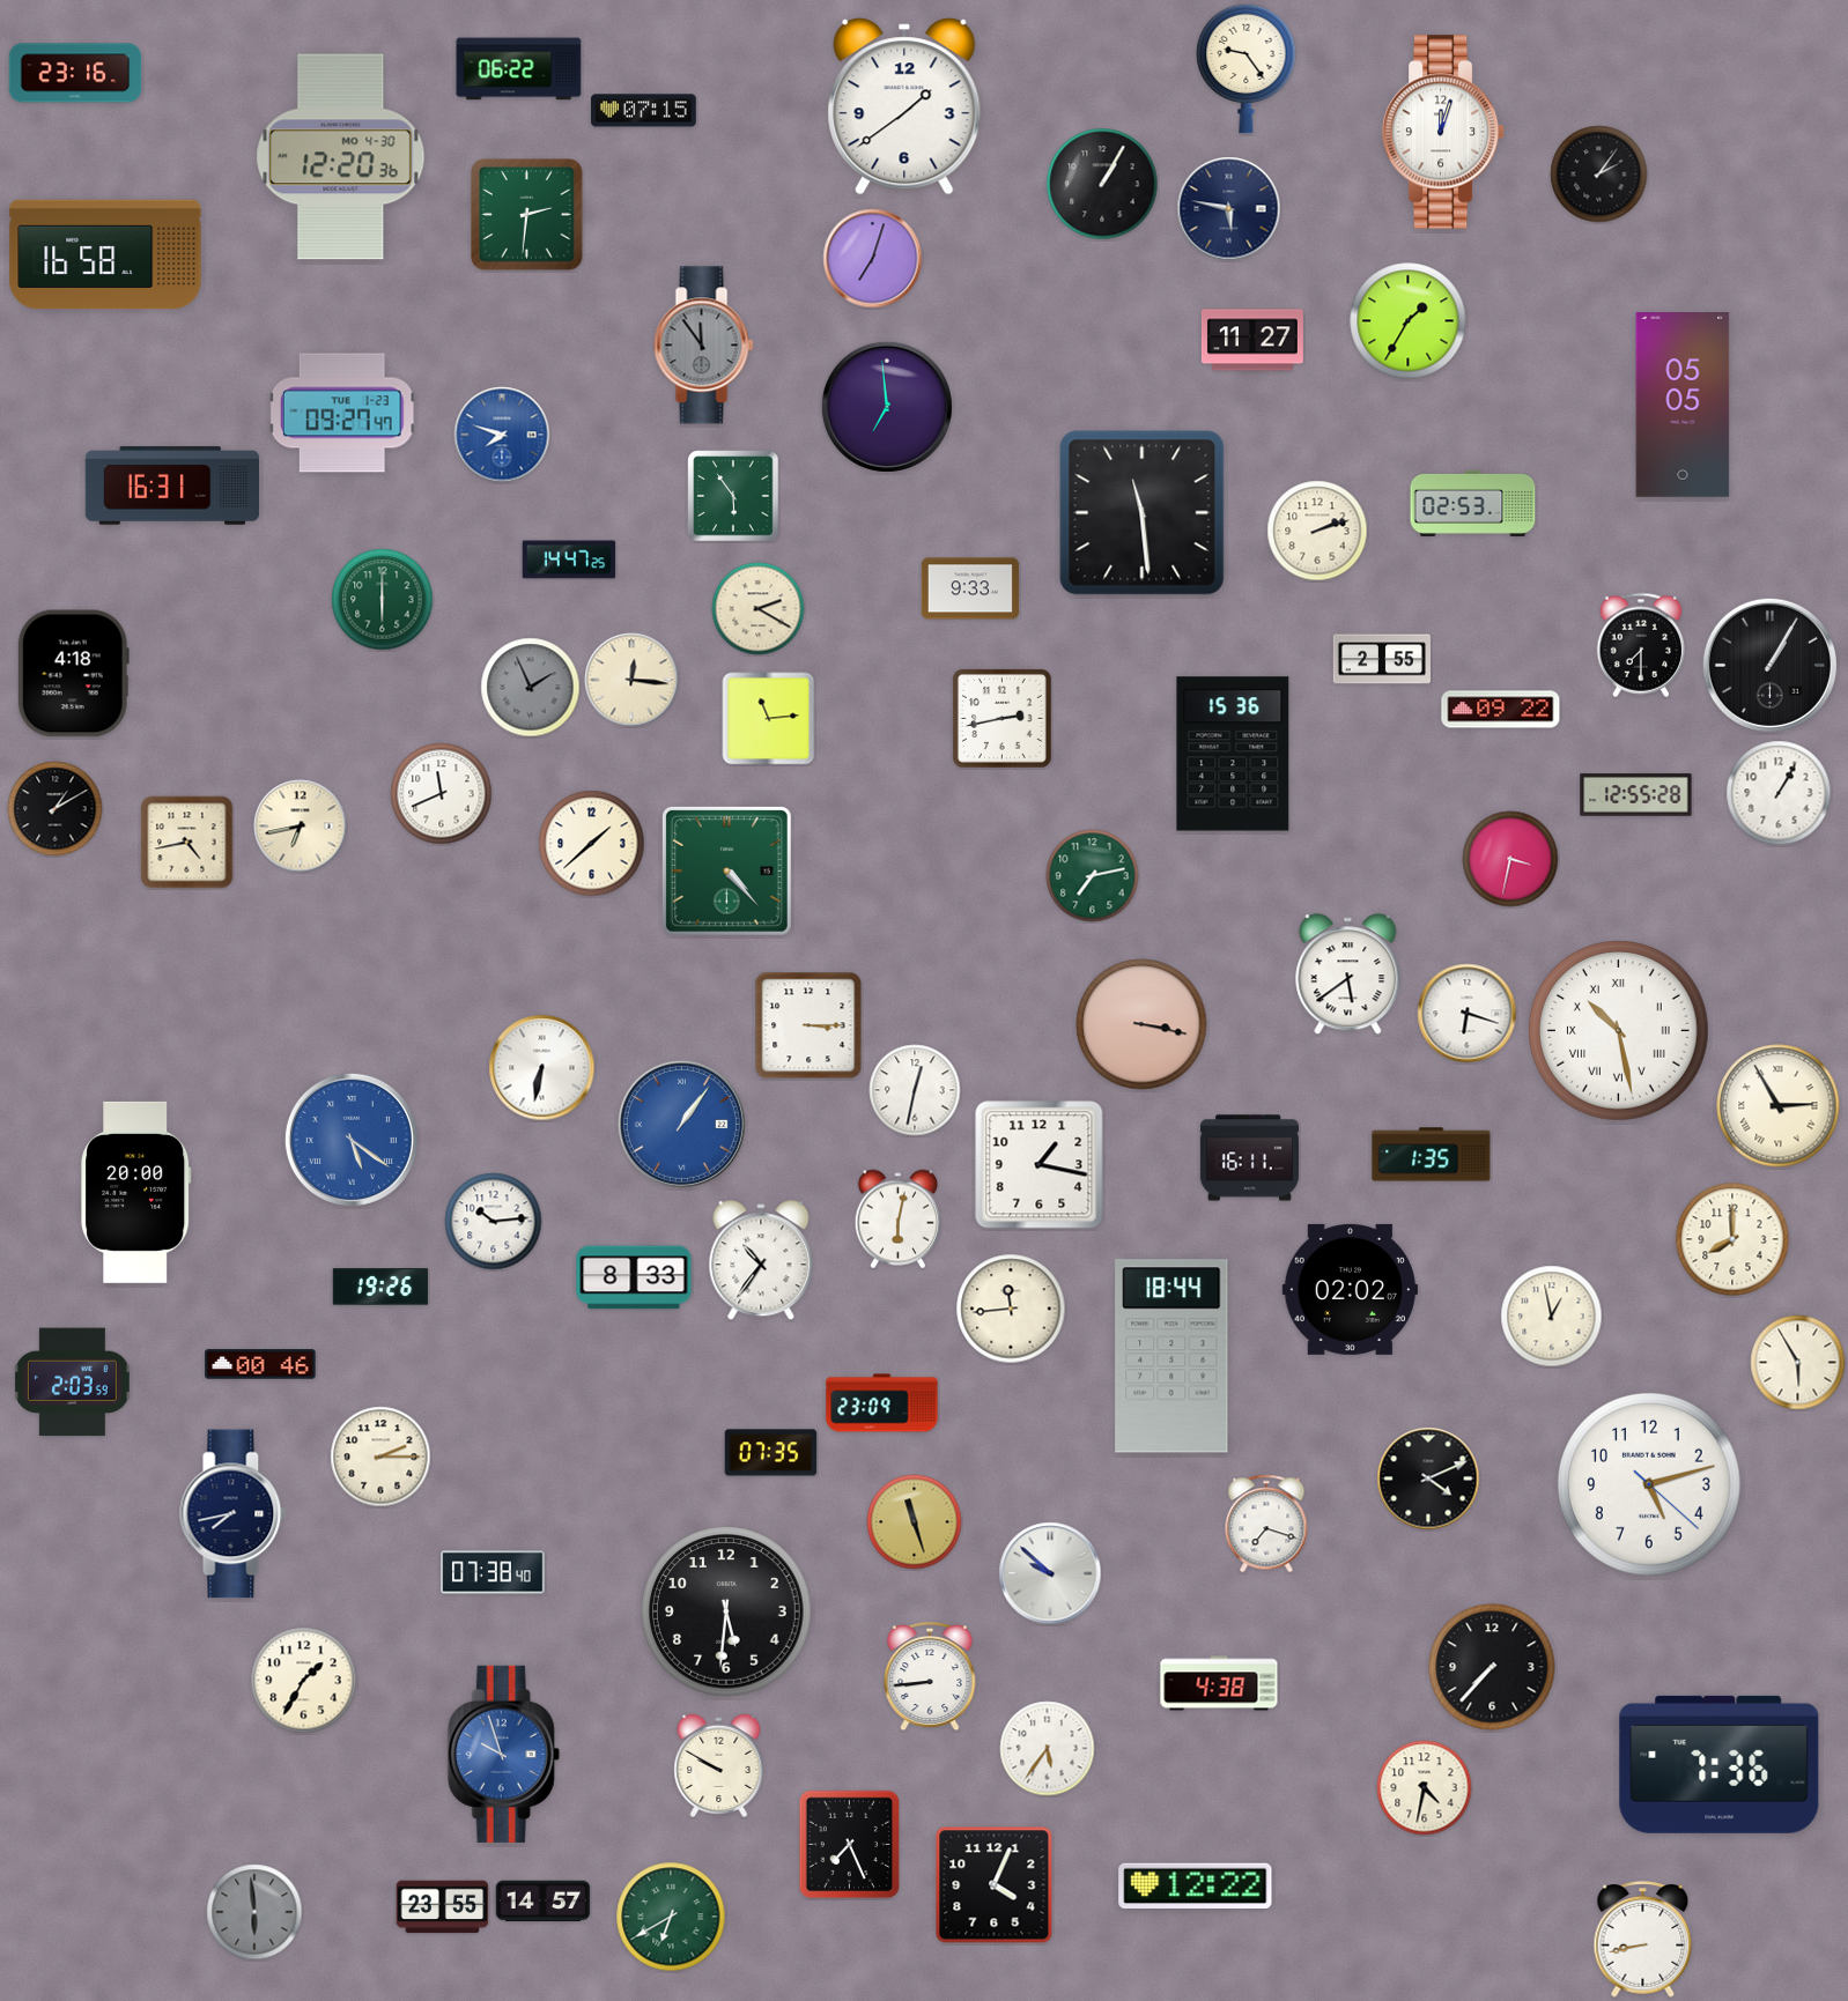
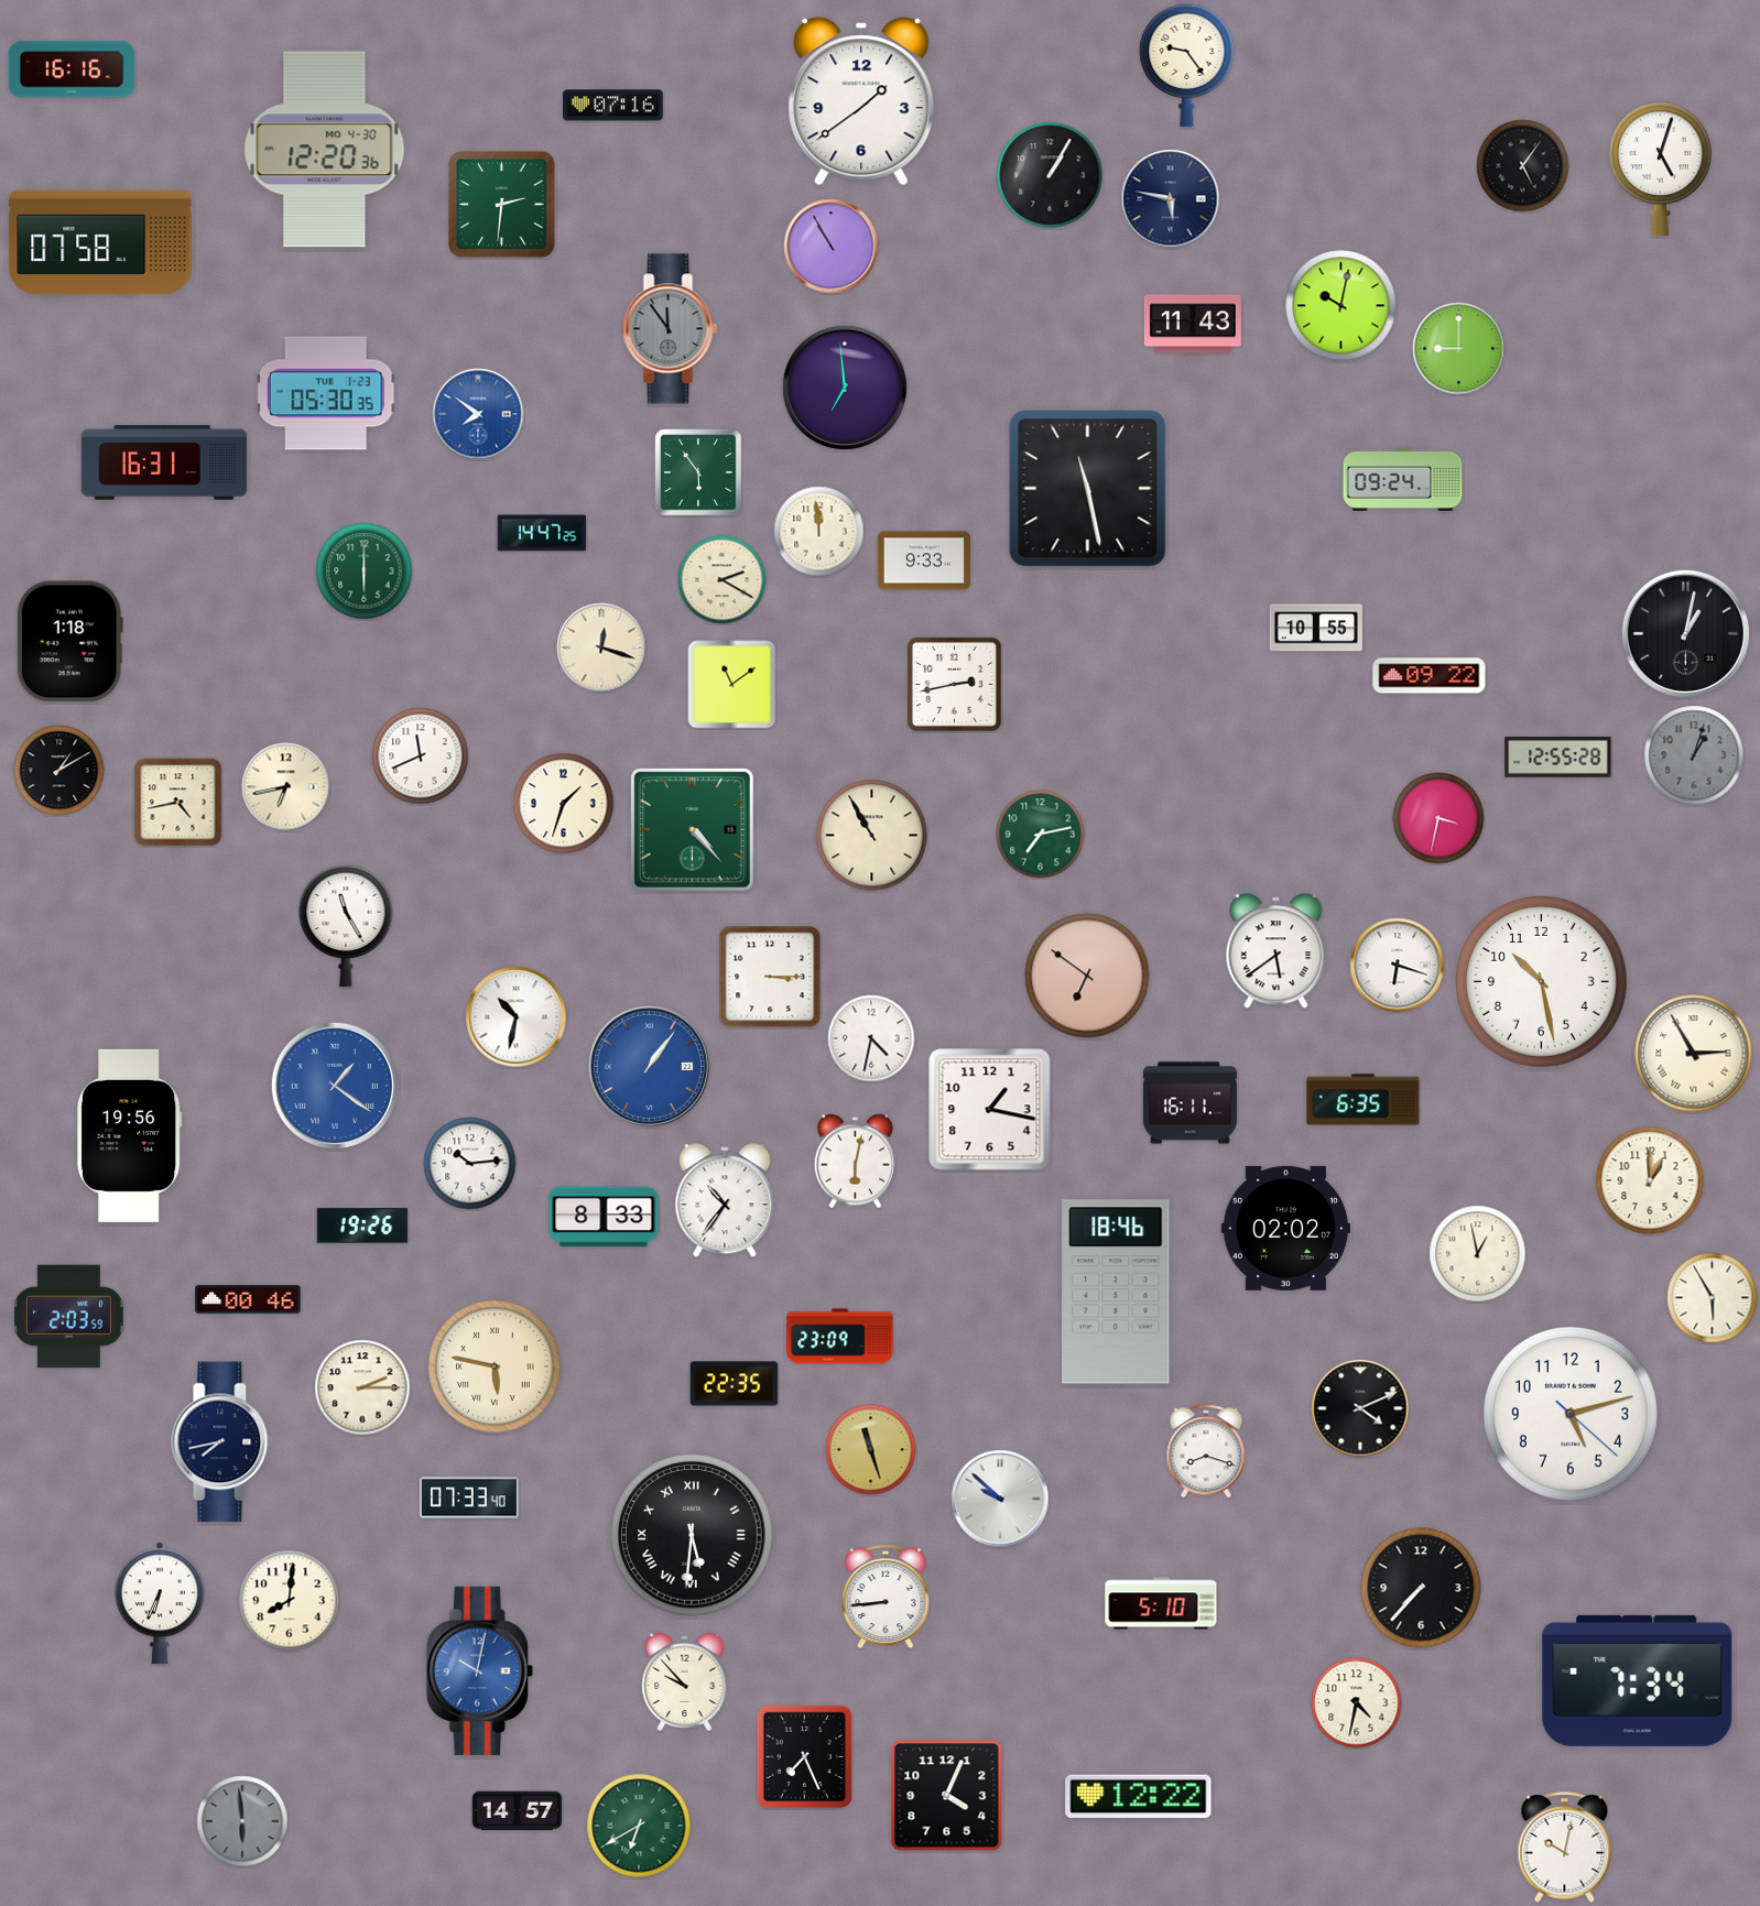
clock at (519, 69): 06:22 -> none
clock at (75, 73): 23:16 -> 16:16
clock at (644, 111): 07:15 -> 07:16
clock at (1443, 132): 12:03 -> none
clock at (1599, 175): 2:06 -> 5:06
clock at (1661, 168): none -> 5:03
clock at (105, 254): 16:58 -> 07:58
clock at (873, 259): 7:03 -> 10:55
clock at (1409, 321): 1:35 -> 10:02
clock at (1252, 340): 11:27 -> 11:43
clock at (1459, 349): none -> 9:00
clock at (1683, 406): 05:05 -> none
clock at (342, 413): 09:27 -> 05:30
clock at (502, 435): 7:48 -> 7:51
clock at (1473, 503): 02:53 -> 09:24
clock at (1143, 513): 11:29 -> 11:28
clock at (1317, 531): 2:12 -> none
clock at (819, 532): none -> 11:59
clock at (1641, 645): 7:30 -> none
clock at (1382, 659): 2:55 -> 10:55
clock at (1769, 665): 1:05 -> 1:02
clock at (73, 674): 4:18 -> 1:18
clock at (631, 680): 12:16 -> 12:18
clock at (531, 688): 1:56 -> none
clock at (769, 719): 11:14 -> 11:09
clock at (1233, 754): 15:36 -> none
clock at (1779, 793): 1:05 -> 1:03
clock at (1779, 793) dial: white -> grey
clock at (56, 809) position: (56, 809) -> (59, 771)
clock at (592, 844): 1:38 -> 1:33
clock at (872, 836): none -> 10:55
clock at (346, 926): none -> 11:25
clock at (1348, 974) position: (1348, 974) -> (1276, 951)
clock at (1141, 1024): 3:17 -> 6:51
clock at (1619, 1031) numerals: Roman -> Arabic
clock at (542, 1068): 6:32 -> 10:32
clock at (915, 1090): 12:32 -> 4:32
clock at (681, 1124) position: (681, 1124) -> (649, 1066)
clock at (352, 1140): 5:21 -> 1:21
clock at (1432, 1155): 1:35 -> 6:35
clock at (136, 1192): 20:00 -> 19:56
clock at (1732, 1239): 8:00 -> 1:00
clock at (1011, 1309): 11:44 -> none
clock at (1171, 1356): 18:44 -> 18:46
clock at (495, 1366): none -> 5:47
clock at (771, 1453): 07:35 -> 22:35
clock at (1266, 1524): 7:18 -> 8:18
clock at (494, 1572): 07:38 -> 07:33
clock at (726, 1611) numerals: Arabic -> Roman
clock at (304, 1681): 1:35 -> 8:01
clock at (160, 1603): none -> 6:34
clock at (1219, 1683): 4:38 -> 5:10
clock at (1048, 1749): 5:36 -> none
clock at (503, 1754): 9:57 -> 10:02
clock at (1720, 1764): 7:36 -> 7:34
clock at (719, 1766): 9:50 -> 9:53
clock at (850, 1845) position: (850, 1845) -> (805, 1757)
clock at (443, 1907): 23:55 -> none
clock at (1643, 1940): 8:43 -> 10:02
